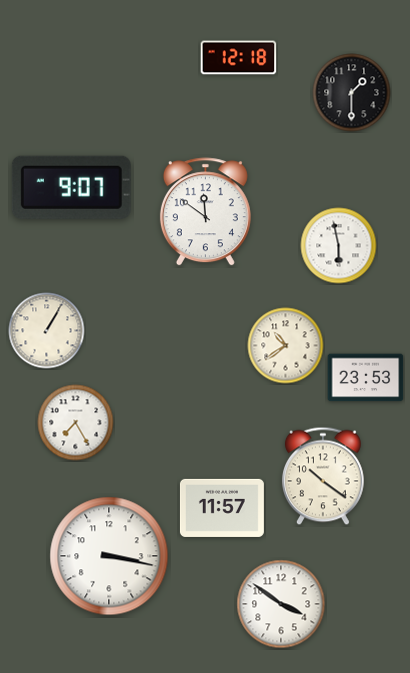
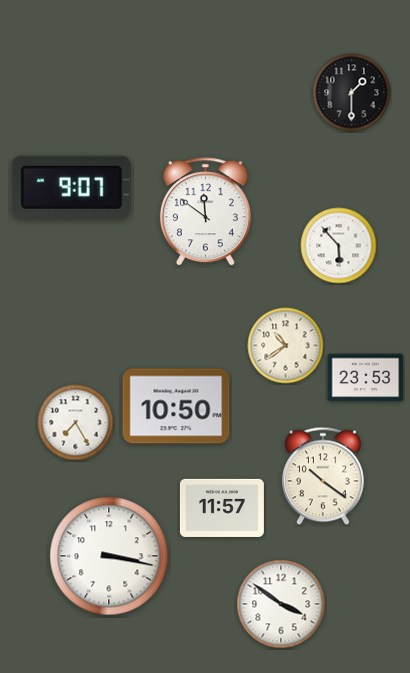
clock at (239, 58): 12:18 -> none
clock at (339, 246): 5:58 -> 5:53
clock at (47, 331): 1:05 -> none
clock at (176, 406): none -> 10:50
